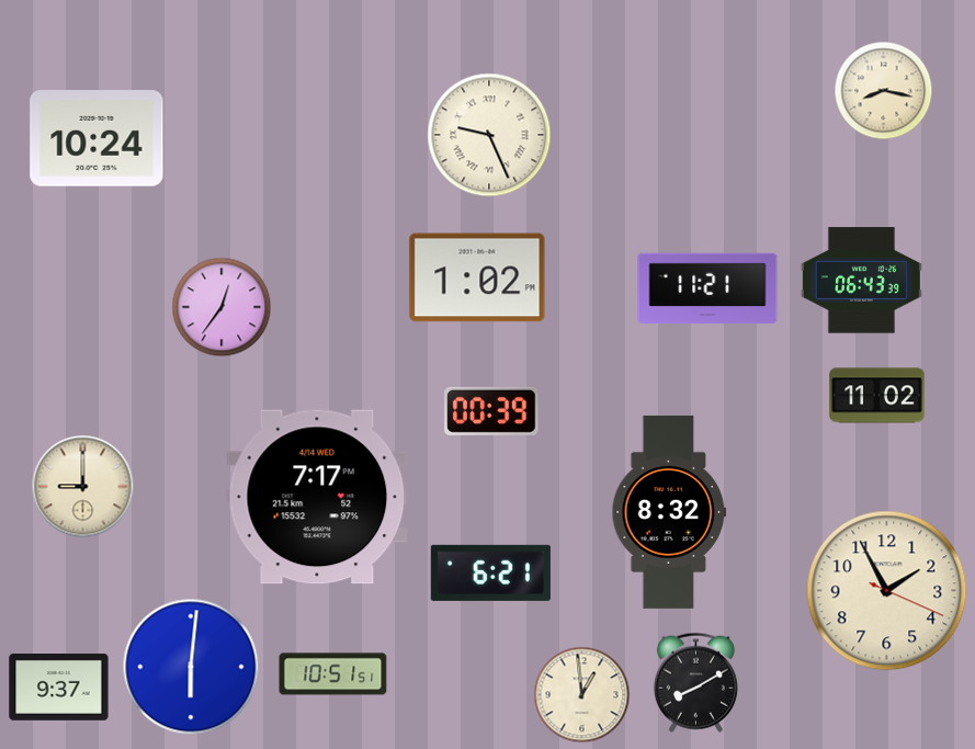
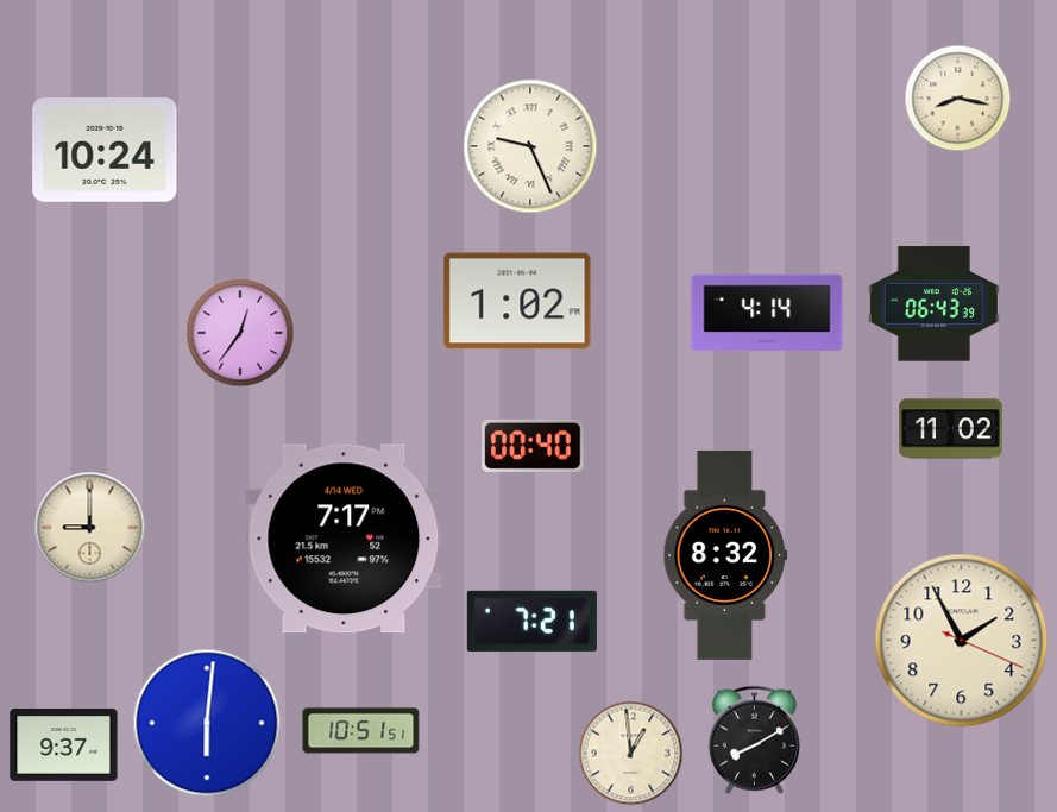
clock at (707, 288): 11:21 -> 4:14
clock at (491, 411): 00:39 -> 00:40
clock at (490, 572): 6:21 -> 7:21
